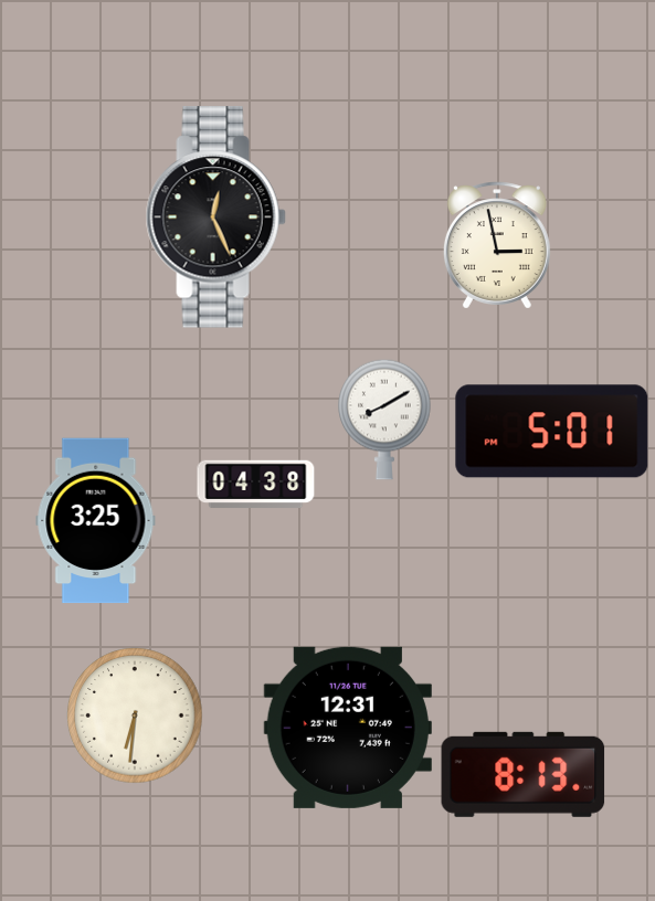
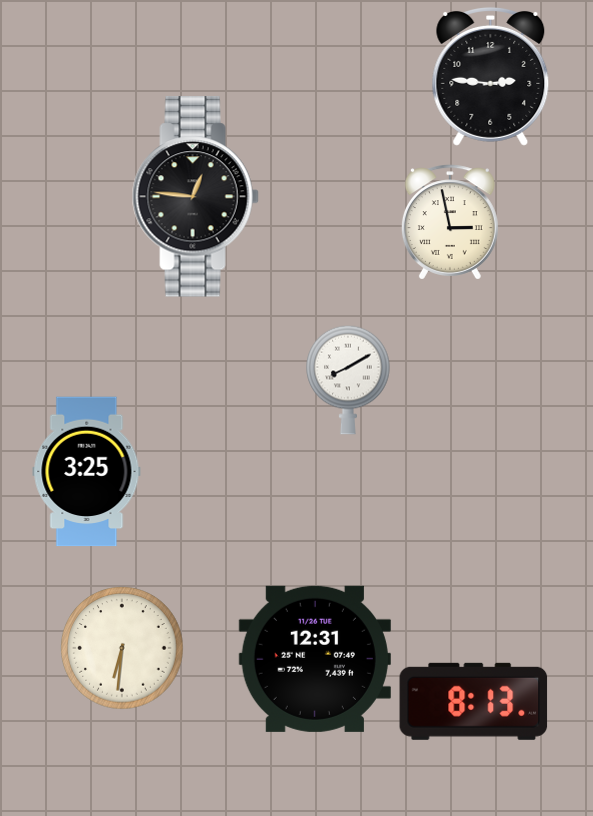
clock at (491, 76): none -> 2:46
clock at (215, 218): 12:26 -> 12:46
clock at (552, 432): 5:01 -> none
clock at (256, 485): 04:38 -> none
